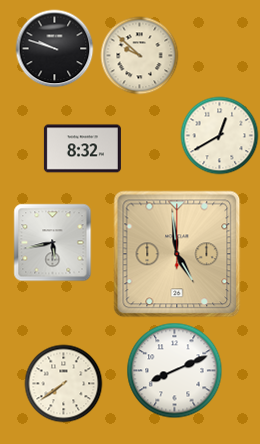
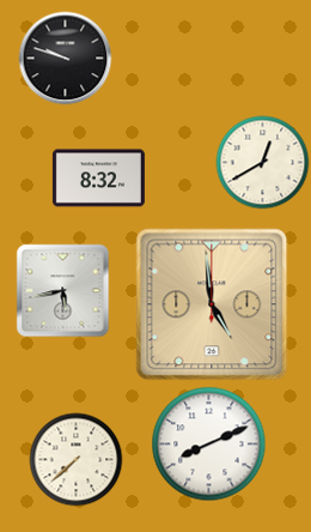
clock at (139, 55): 9:52 -> none
clock at (63, 383): 7:39 -> 7:38
